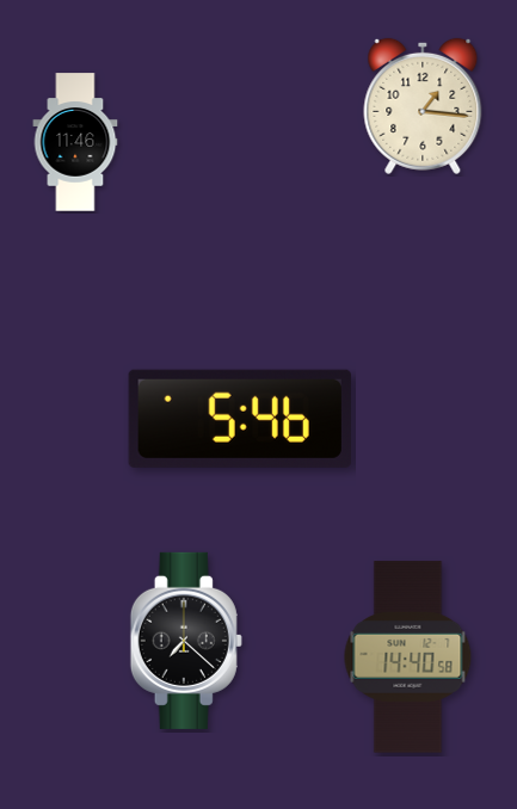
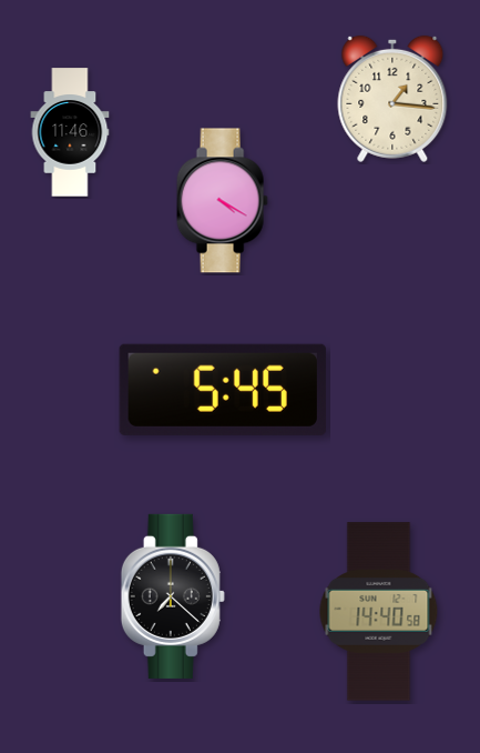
clock at (222, 201): none -> 4:20
clock at (240, 419): 5:46 -> 5:45
